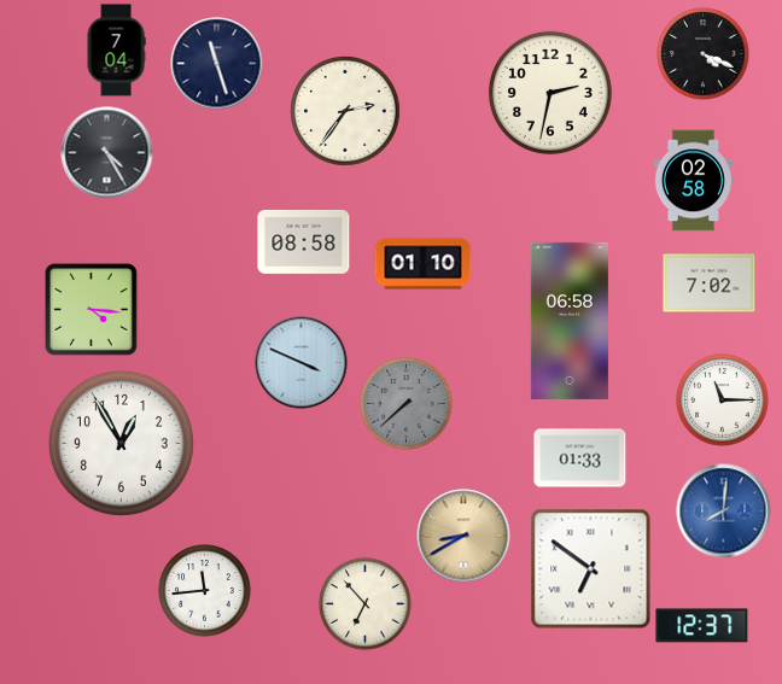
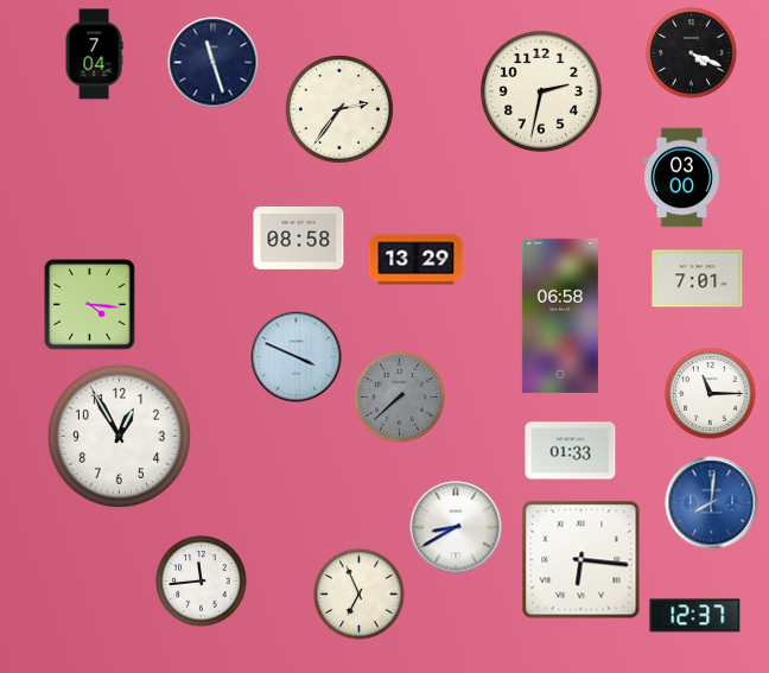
clock at (116, 51) position: (116, 51) -> (94, 55)
clock at (107, 153): 4:25 -> none
clock at (693, 181): 02:58 -> 03:00
clock at (424, 264): 01:10 -> 13:29
clock at (710, 283): 7:02 -> 7:01
clock at (463, 536) dial: champagne -> white
clock at (591, 569): 6:51 -> 6:16
clock at (366, 604): 6:53 -> 6:56
clock at (702, 626) position: (702, 626) -> (695, 616)
